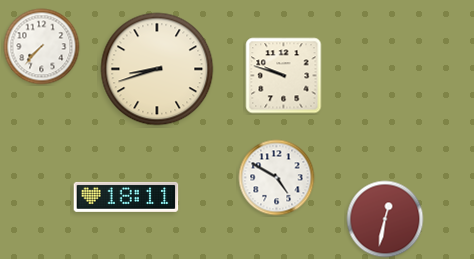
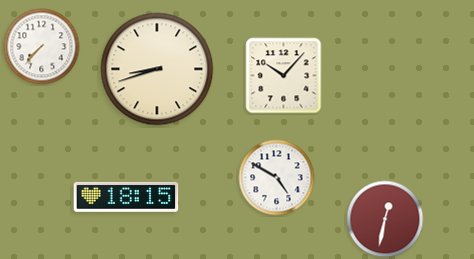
clock at (284, 76): 9:48 -> 10:07
clock at (126, 197): 18:11 -> 18:15
